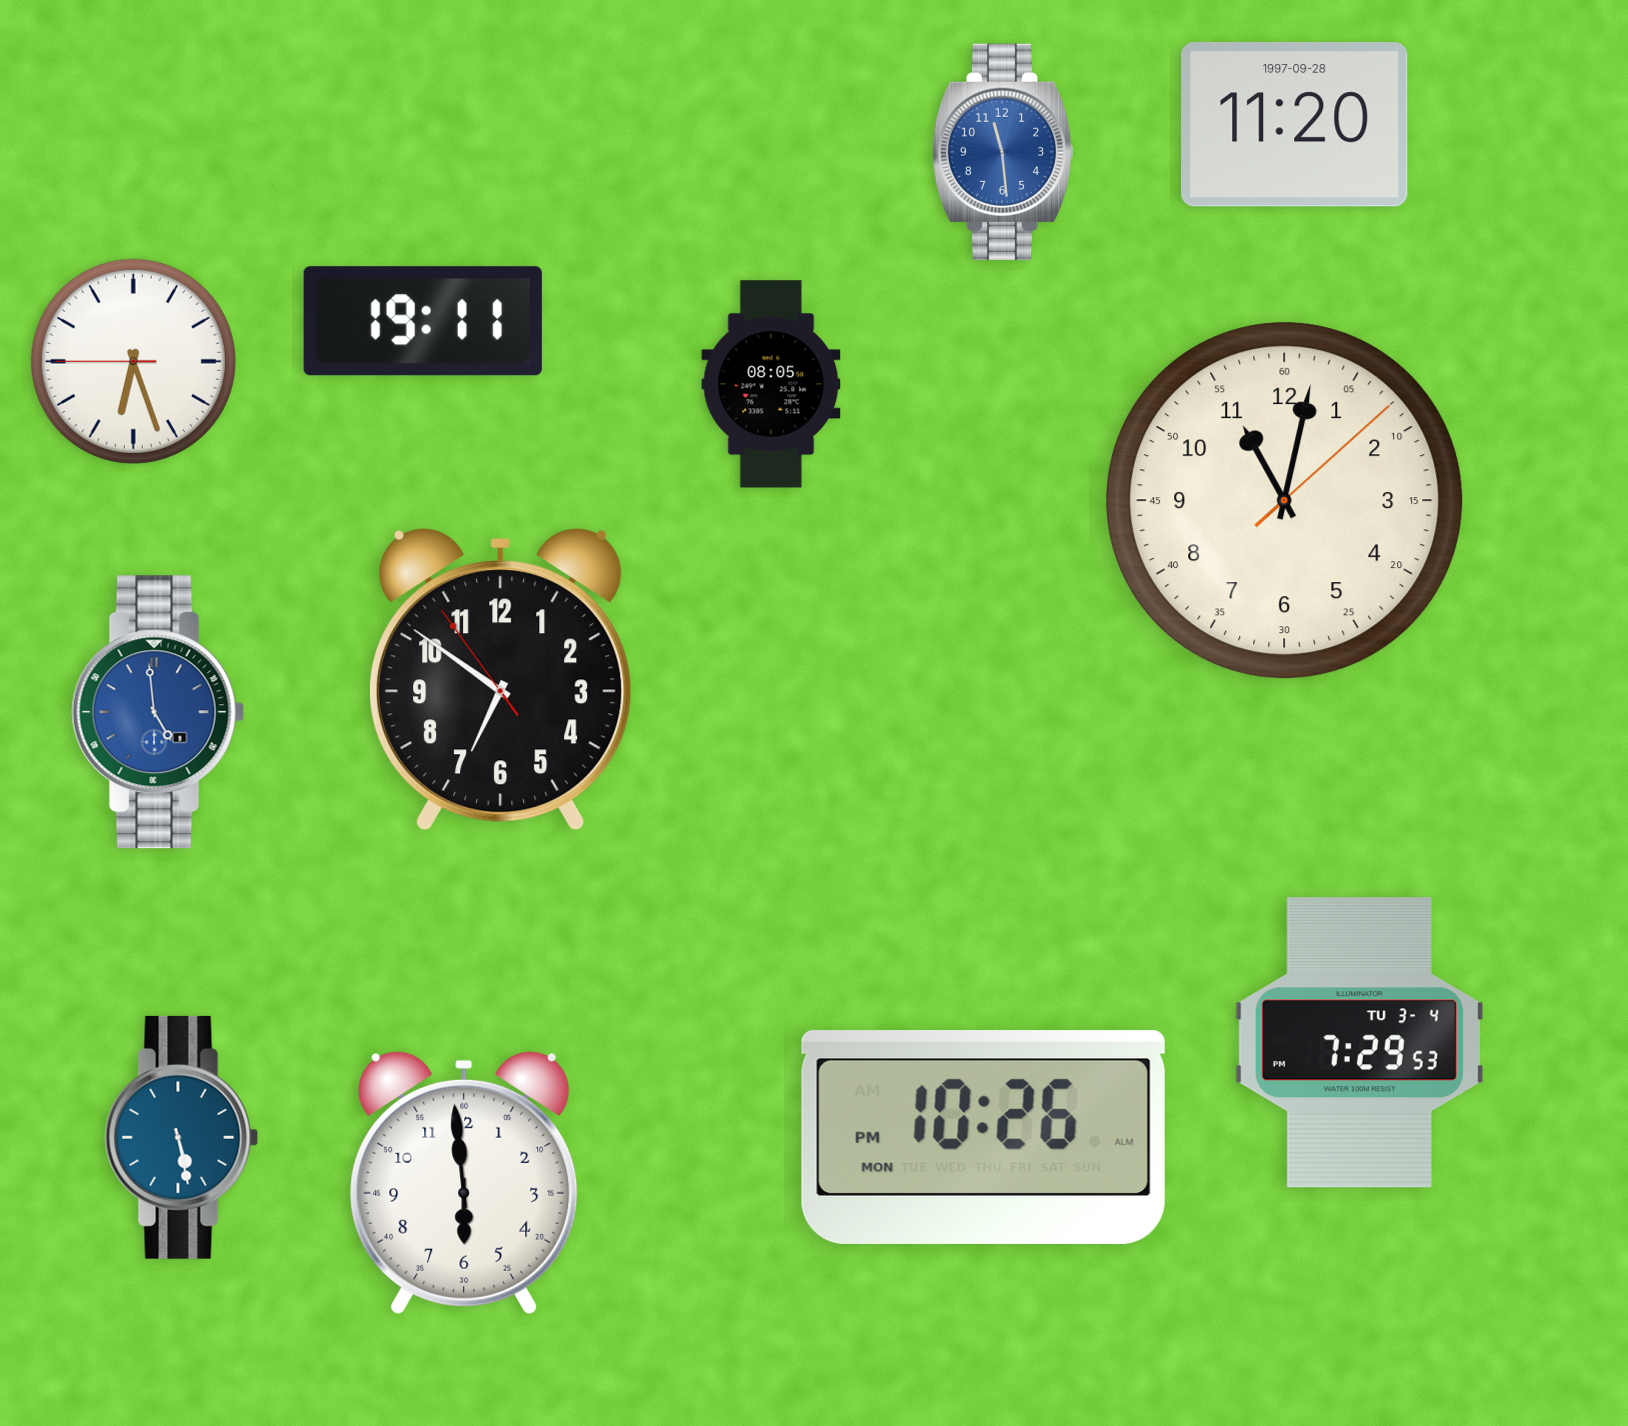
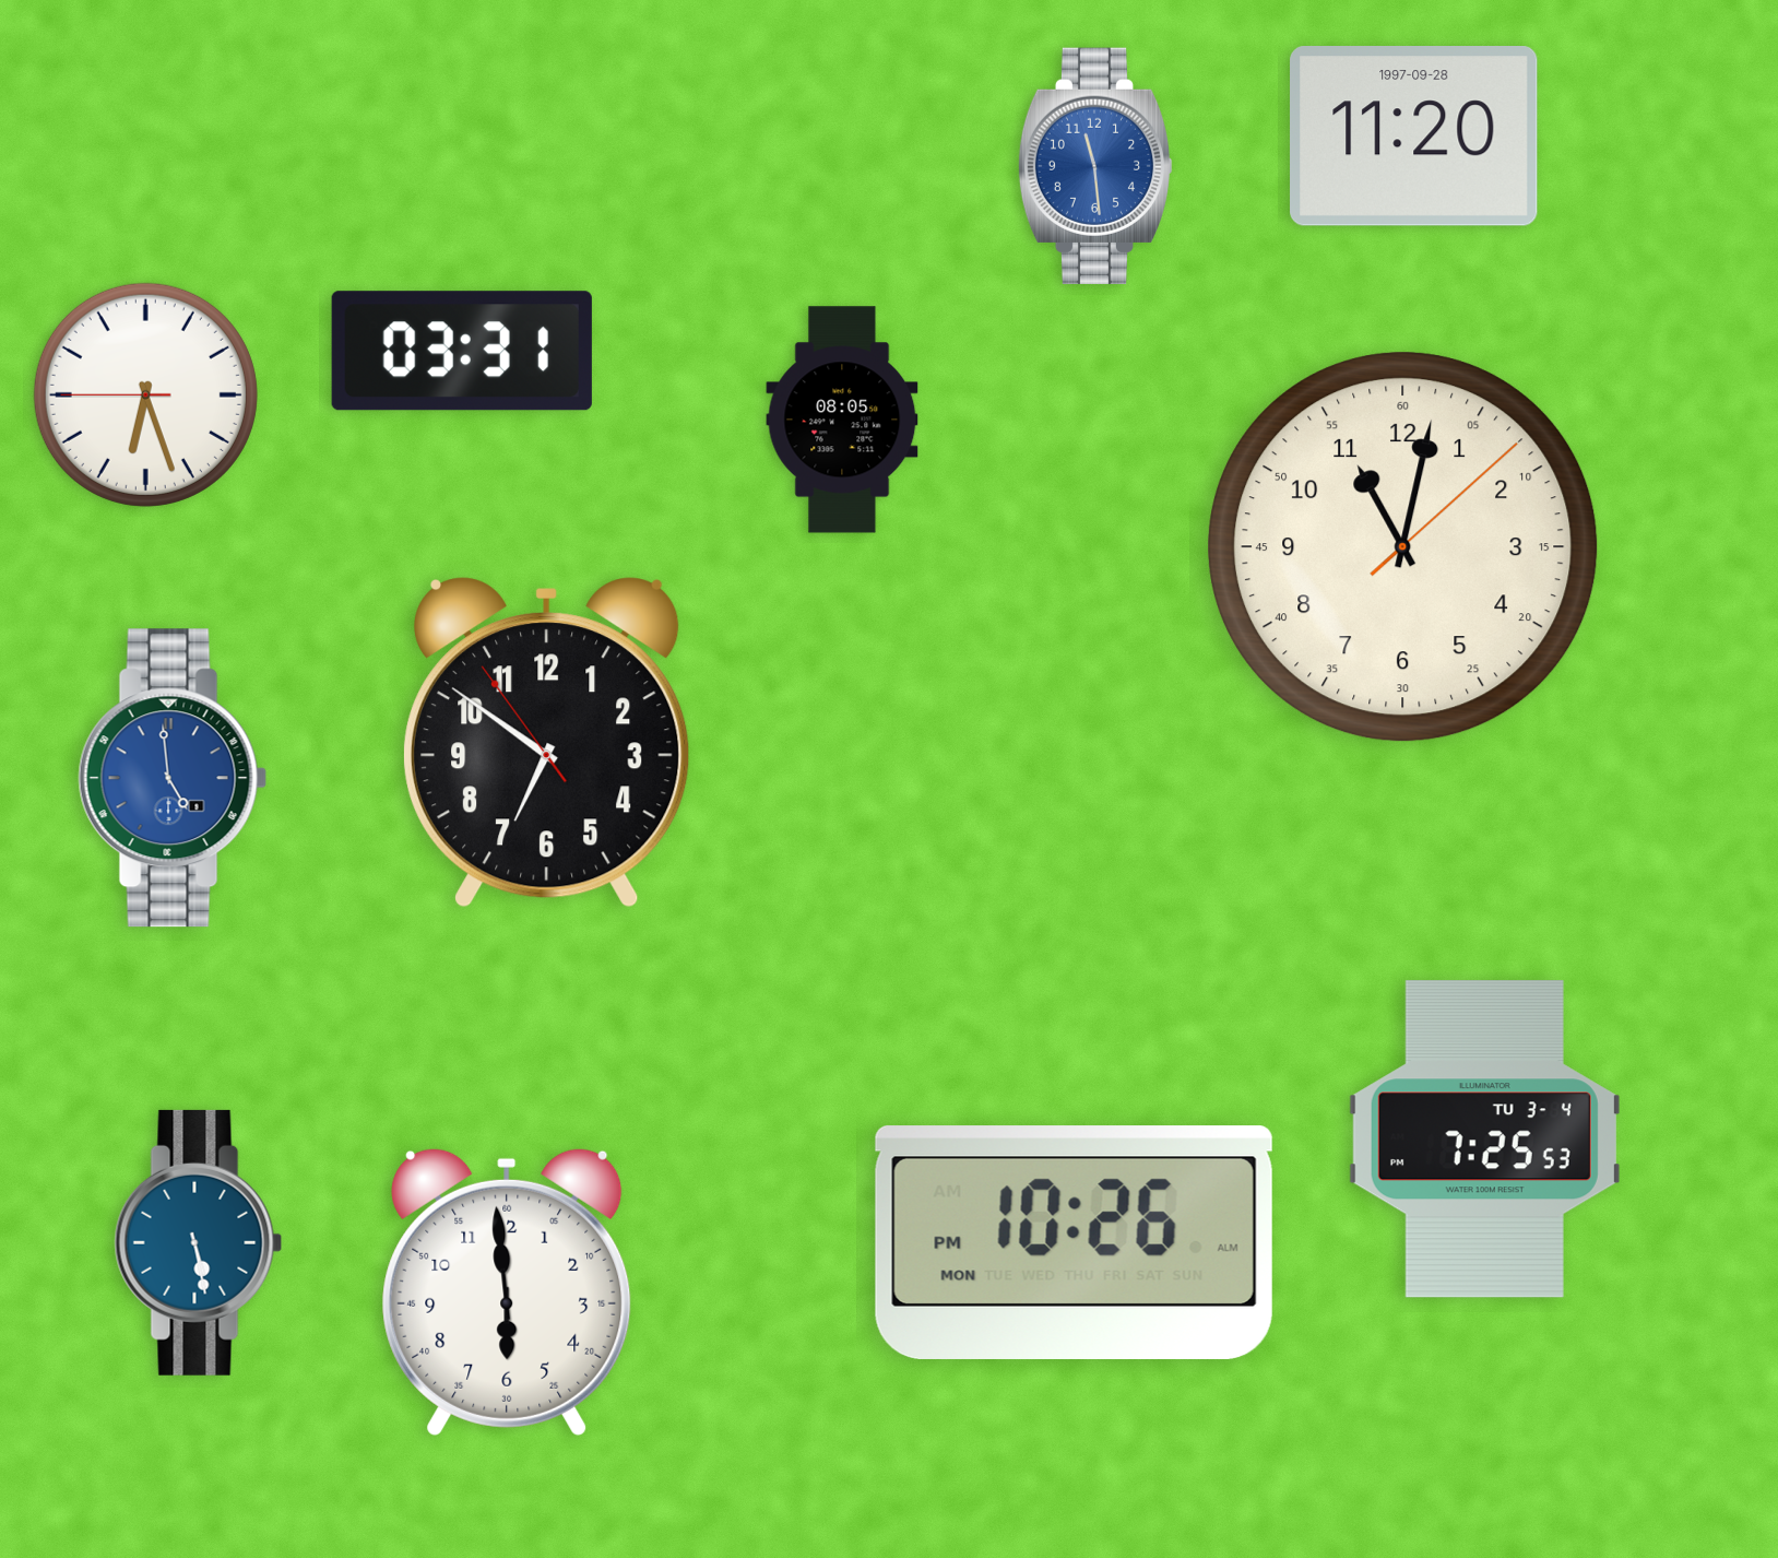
clock at (423, 321): 19:11 -> 03:31
clock at (1359, 1043): 7:29 -> 7:25
